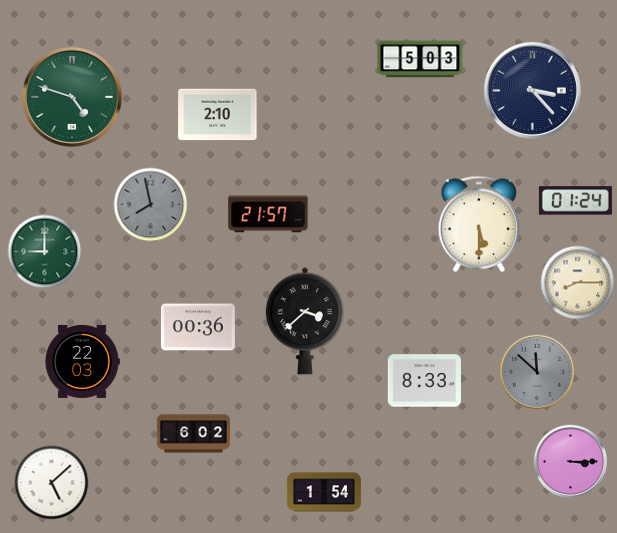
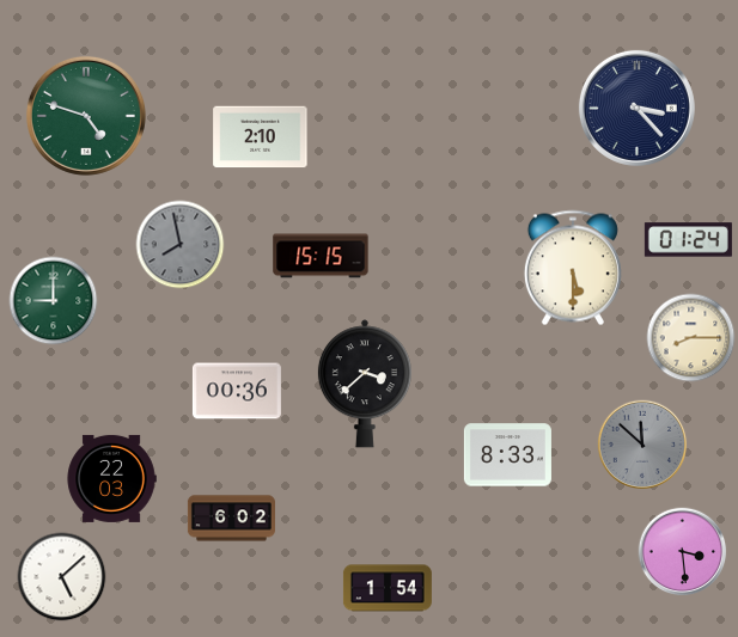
clock at (420, 59): 5:03 -> none
clock at (268, 214): 21:57 -> 15:15
clock at (82, 361) position: (82, 361) -> (111, 478)
clock at (571, 462): 3:15 -> 3:29
